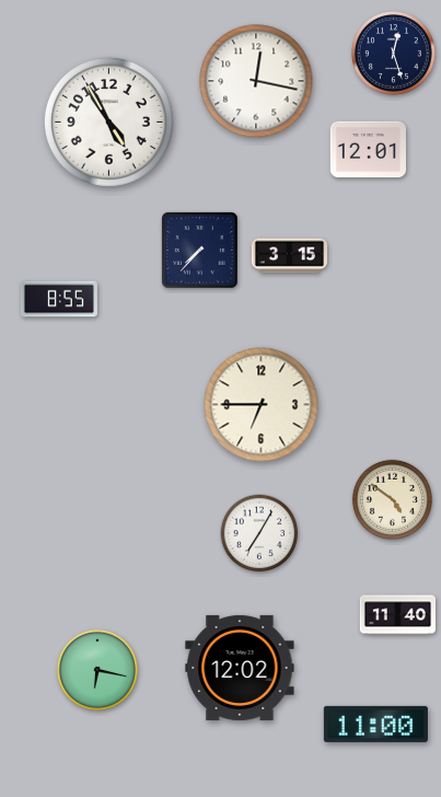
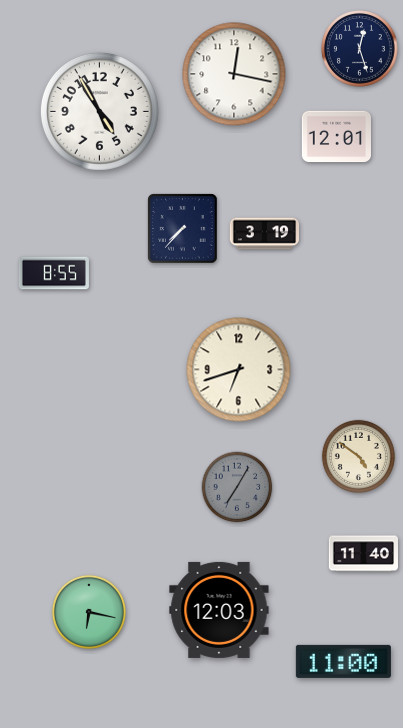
clock at (289, 256): 3:15 -> 3:19
clock at (262, 405): 6:45 -> 6:42
clock at (259, 533) dial: white -> grey
clock at (397, 615) position: (397, 615) -> (363, 554)
clock at (240, 668): 12:02 -> 12:03
